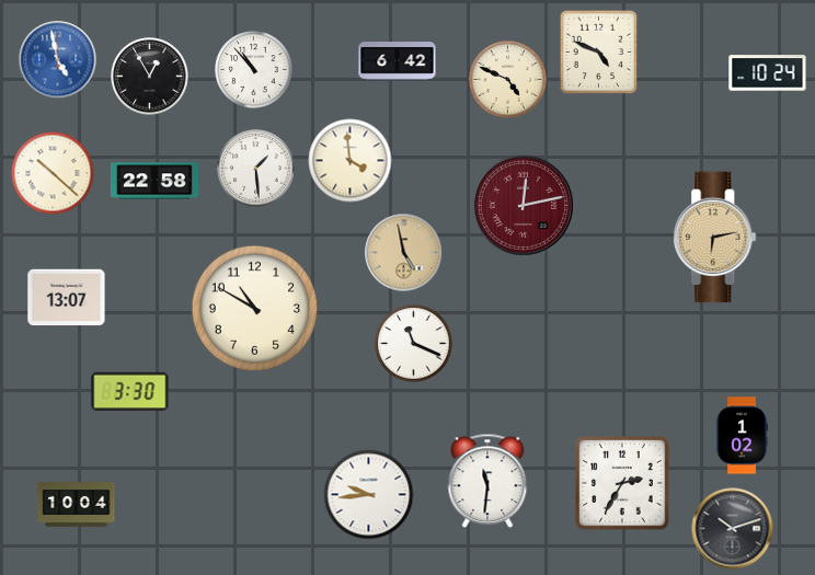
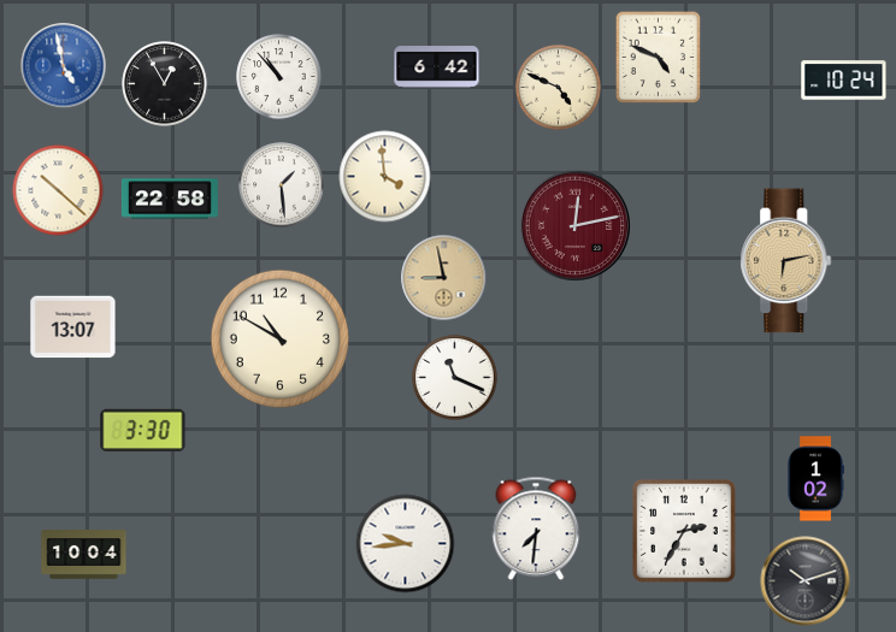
clock at (404, 253): 4:58 -> 8:58
clock at (487, 481): 11:31 -> 7:31
